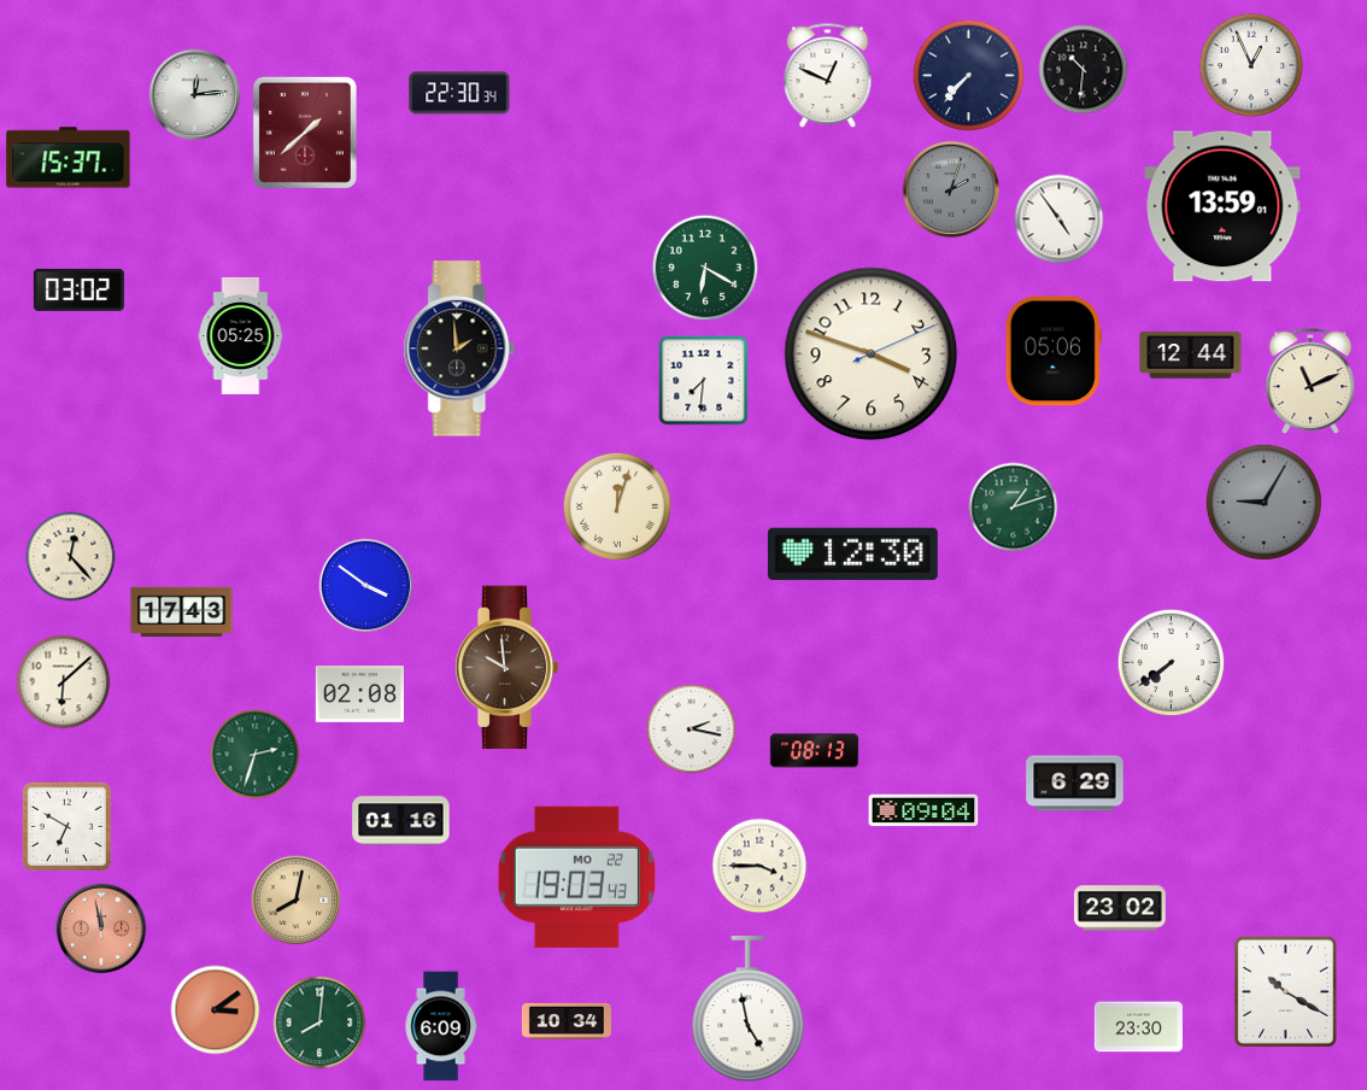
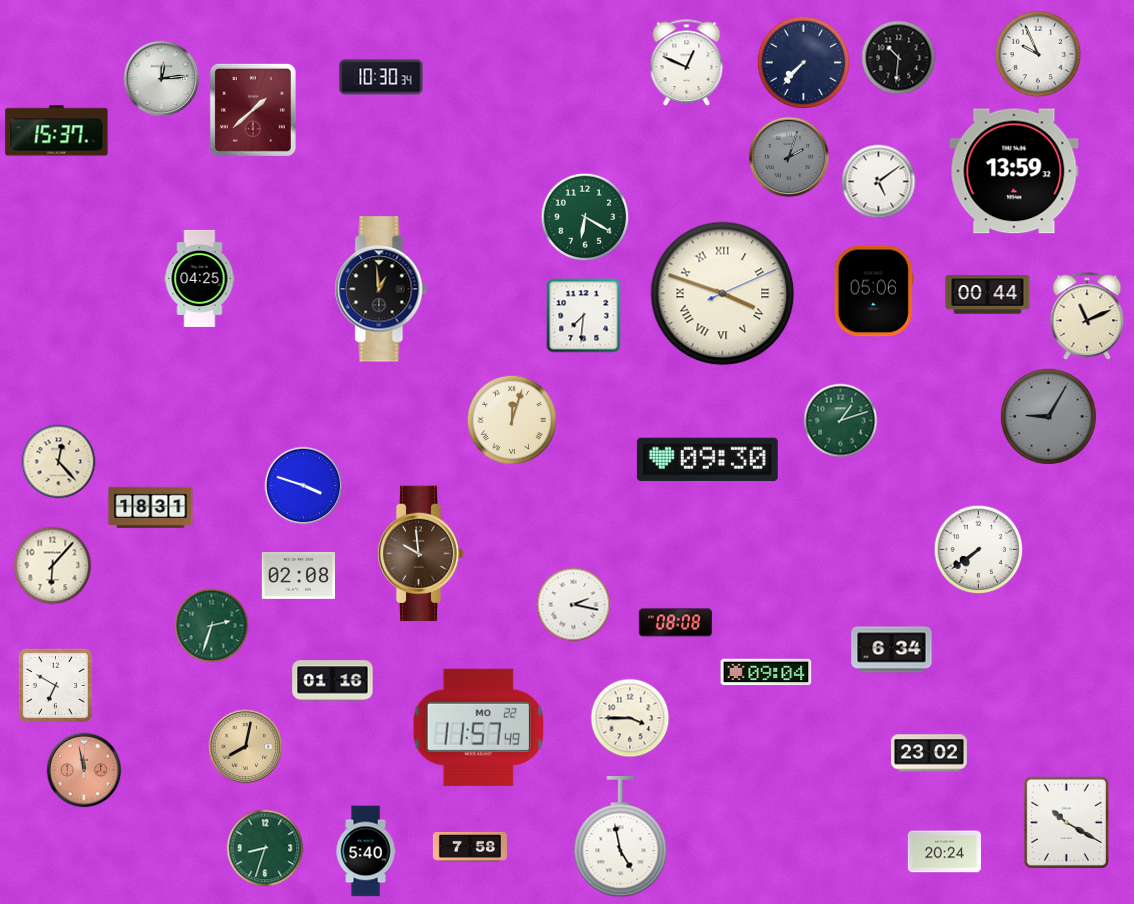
clock at (1251, 65): 12:56 -> 9:56
clock at (459, 93): 22:30 -> 10:30
clock at (1222, 206): 13:59:01 -> 13:59:32
clock at (1060, 219): 4:54 -> 5:09
clock at (705, 268) position: (705, 268) -> (585, 217)
clock at (78, 289): 03:02 -> none
clock at (241, 335): 05:25 -> 04:25
clock at (459, 348): 1:59 -> 12:59
clock at (872, 354) numerals: Arabic -> Roman
clock at (1191, 356): 12:44 -> 00:44
clock at (852, 553): 12:30 -> 09:30
clock at (366, 586): 3:51 -> 3:48
clock at (182, 613): 17:43 -> 18:31
clock at (1172, 663) position: (1172, 663) -> (979, 550)
clock at (64, 682): 6:08 -> 6:07
clock at (814, 751): 08:13 -> 08:08
clock at (1075, 784): 6:29 -> 6:34
clock at (576, 877): 19:03 -> 11:57
clock at (216, 1010): 3:09 -> none
clock at (567, 1021): 10:34 -> 7:58
clock at (319, 1022): 8:01 -> 8:33
clock at (441, 1026): 6:09 -> 5:40
clock at (1138, 1027): 23:30 -> 20:24
